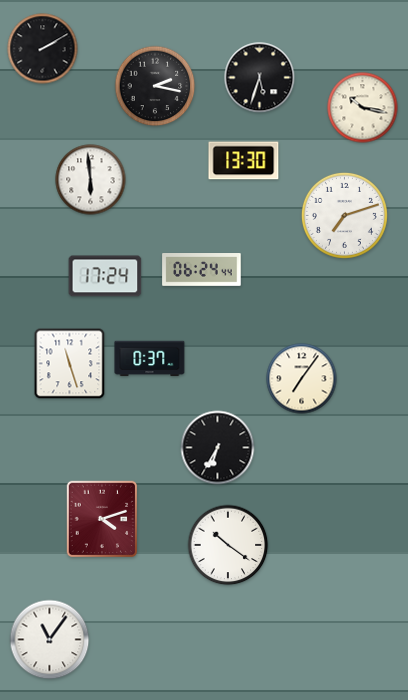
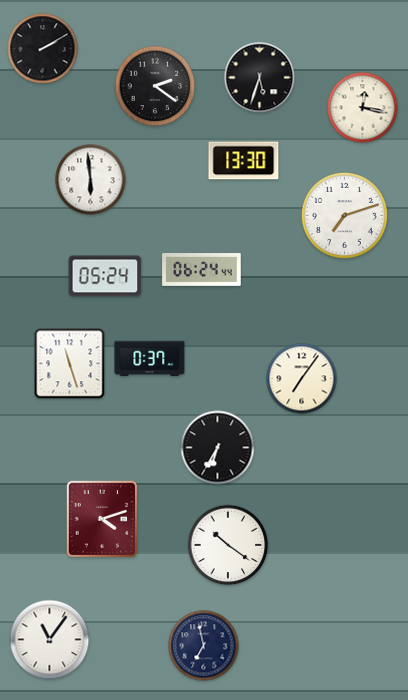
clock at (155, 86): 2:17 -> 2:21
clock at (363, 108): 10:17 -> 12:17
clock at (105, 276): 17:24 -> 05:24
clock at (204, 646): none -> 6:58
